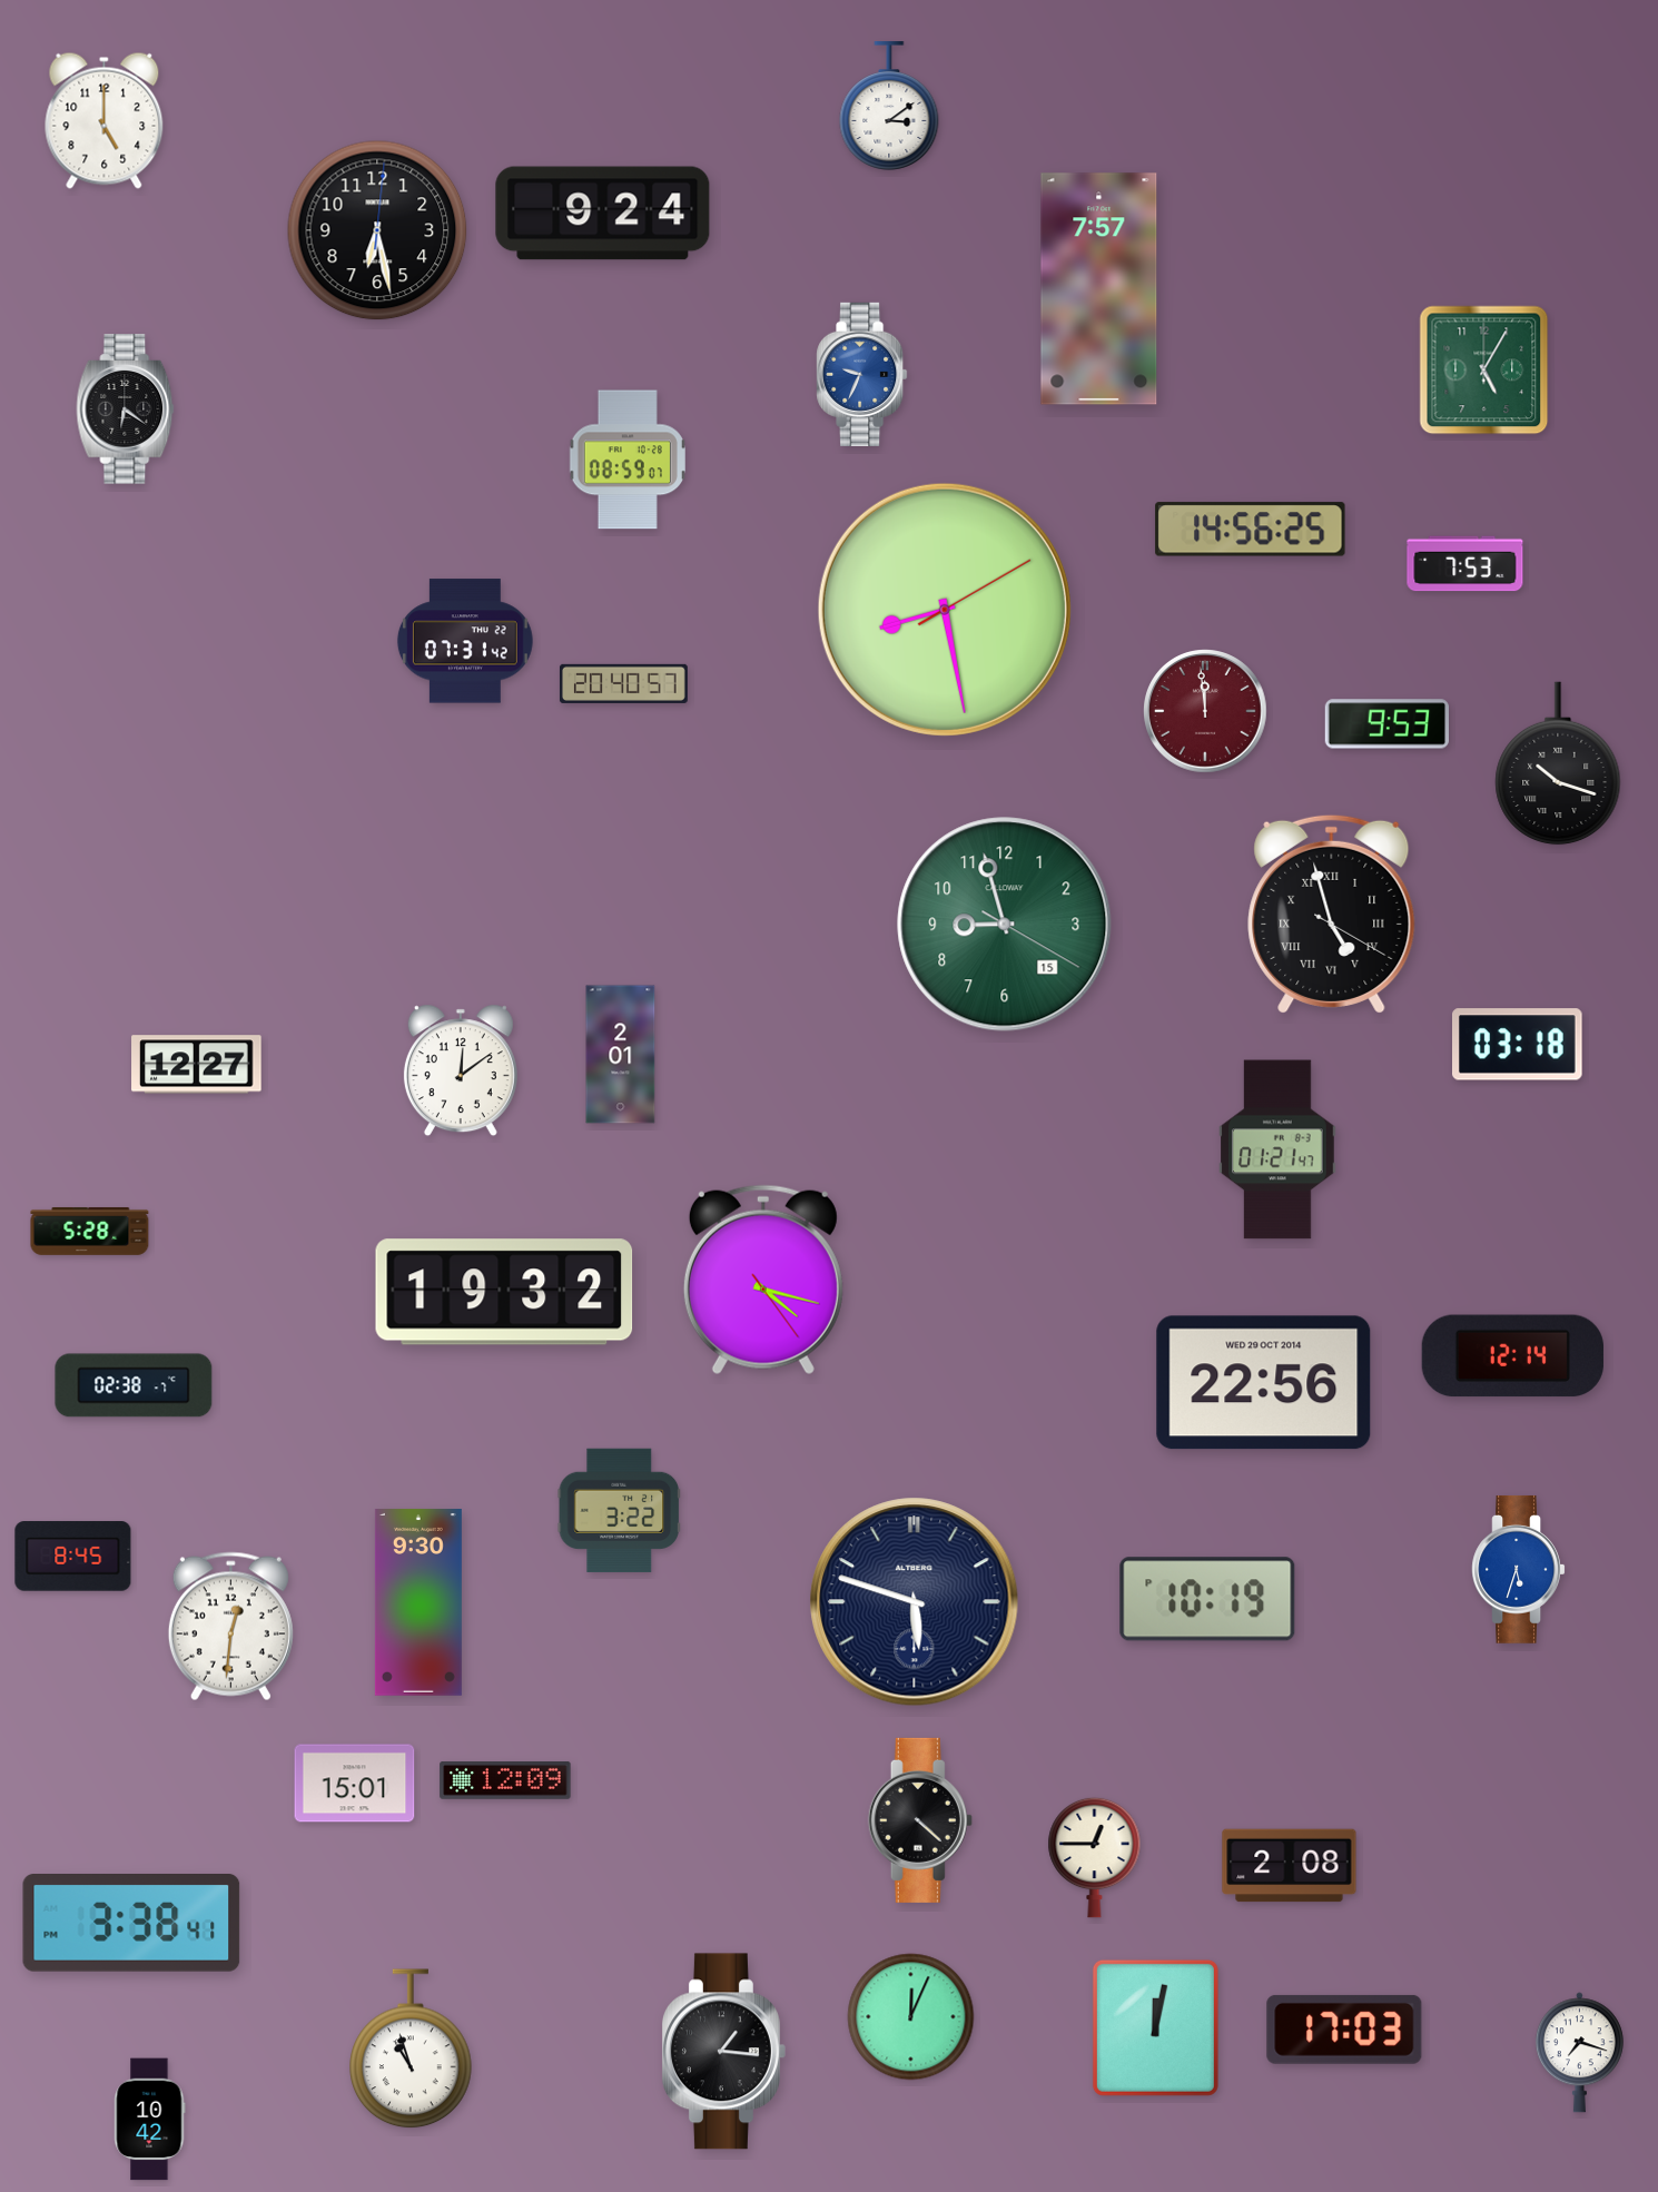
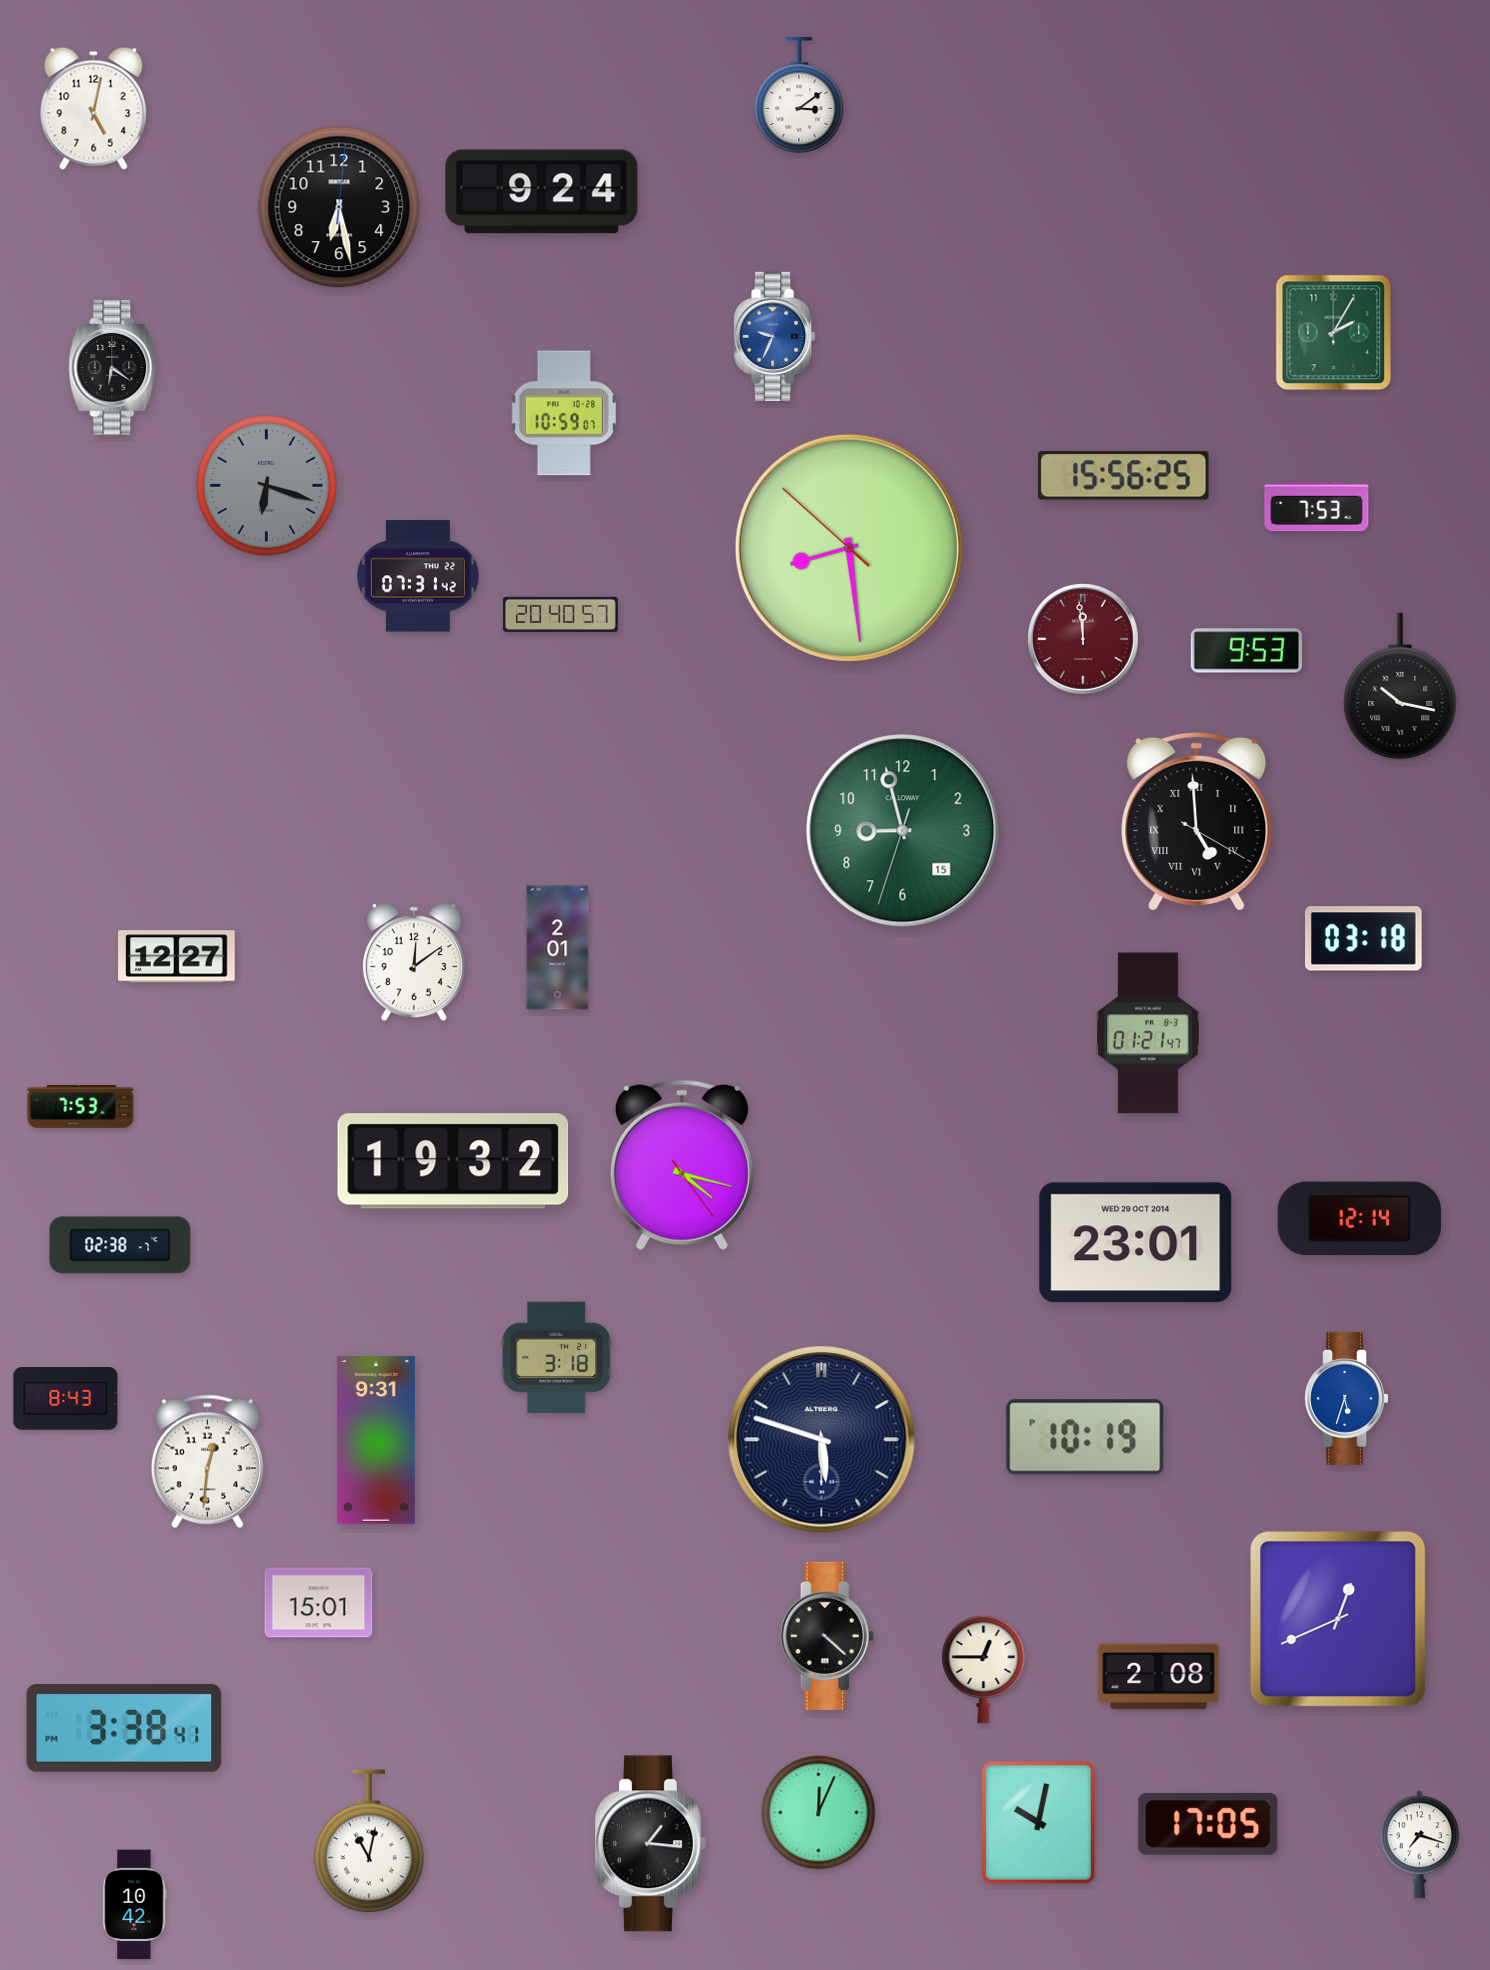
clock at (105, 120): 5:00 -> 5:02
clock at (1099, 289): 7:57 -> none
clock at (1484, 371): 5:05 -> 2:05
clock at (628, 460): 08:59 -> 10:59
clock at (1251, 530): 14:56 -> 15:56
clock at (267, 486): none -> 6:18
clock at (945, 610): 8:28:10 -> 8:28:52
clock at (1558, 763): 10:18 -> 10:17
clock at (1332, 914): 4:57 -> 4:59
clock at (1005, 925): 8:57:20 -> 8:57:33
clock at (90, 1231): 5:28 -> 7:53
clock at (763, 1280) position: (763, 1280) -> (682, 1165)
clock at (1264, 1383): 22:56 -> 23:01
clock at (619, 1510): 3:22 -> 3:18
clock at (73, 1557): 8:45 -> 8:43
clock at (1519, 1570) position: (1519, 1570) -> (1347, 1399)
clock at (418, 1603): 9:30 -> 9:31
clock at (505, 1781): 12:09 -> none
clock at (1338, 1619): none -> 12:41
clock at (131, 1924) position: (131, 1924) -> (124, 1729)
clock at (1155, 2027): 12:02 -> 10:02
clock at (1344, 2030): 17:03 -> 17:05
clock at (411, 2050): 10:57 -> 11:02
